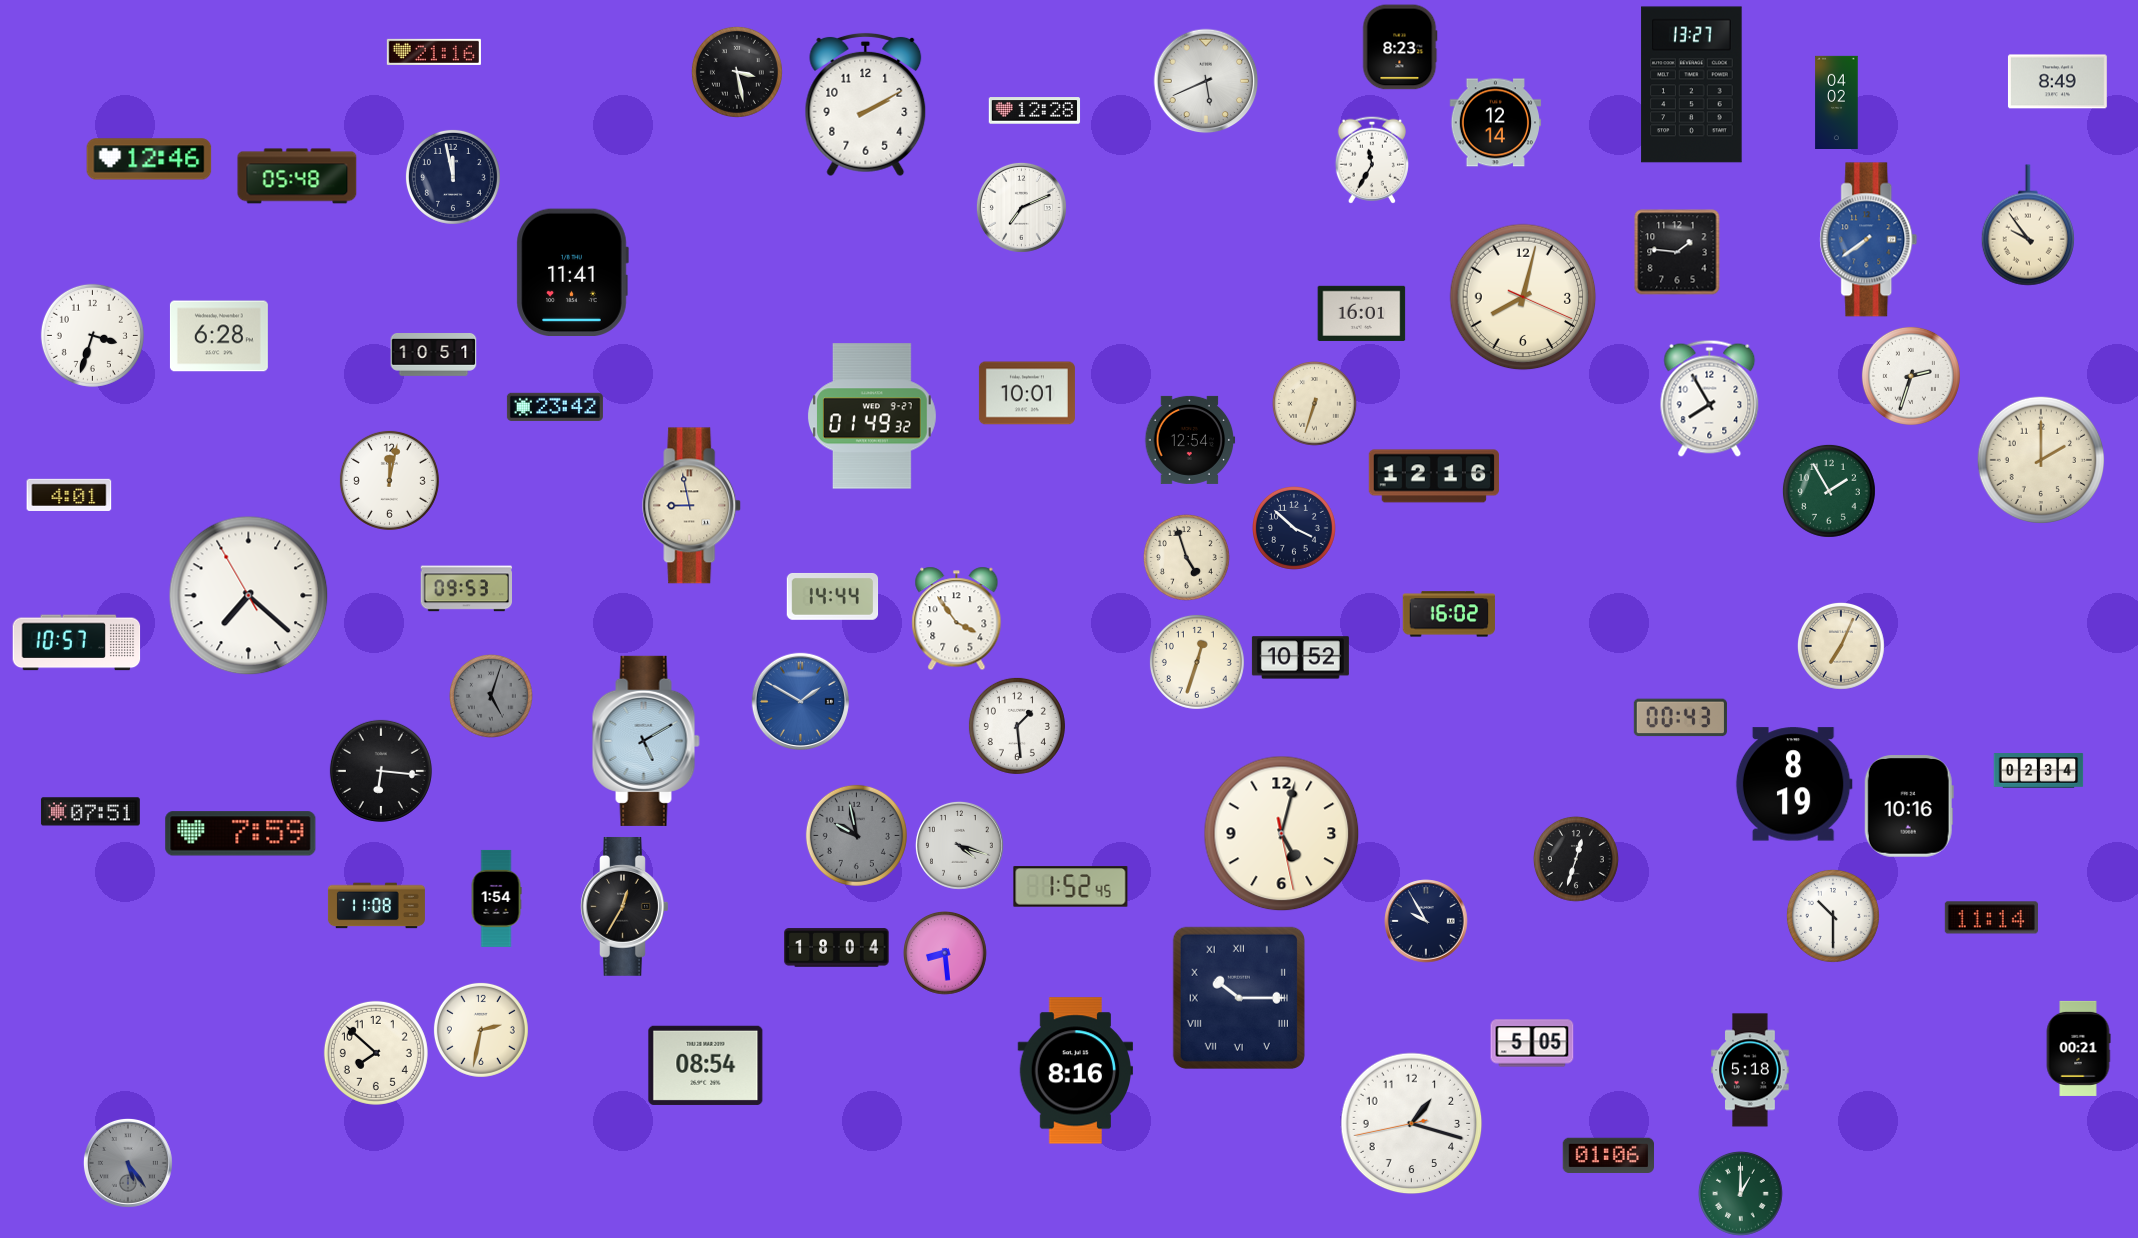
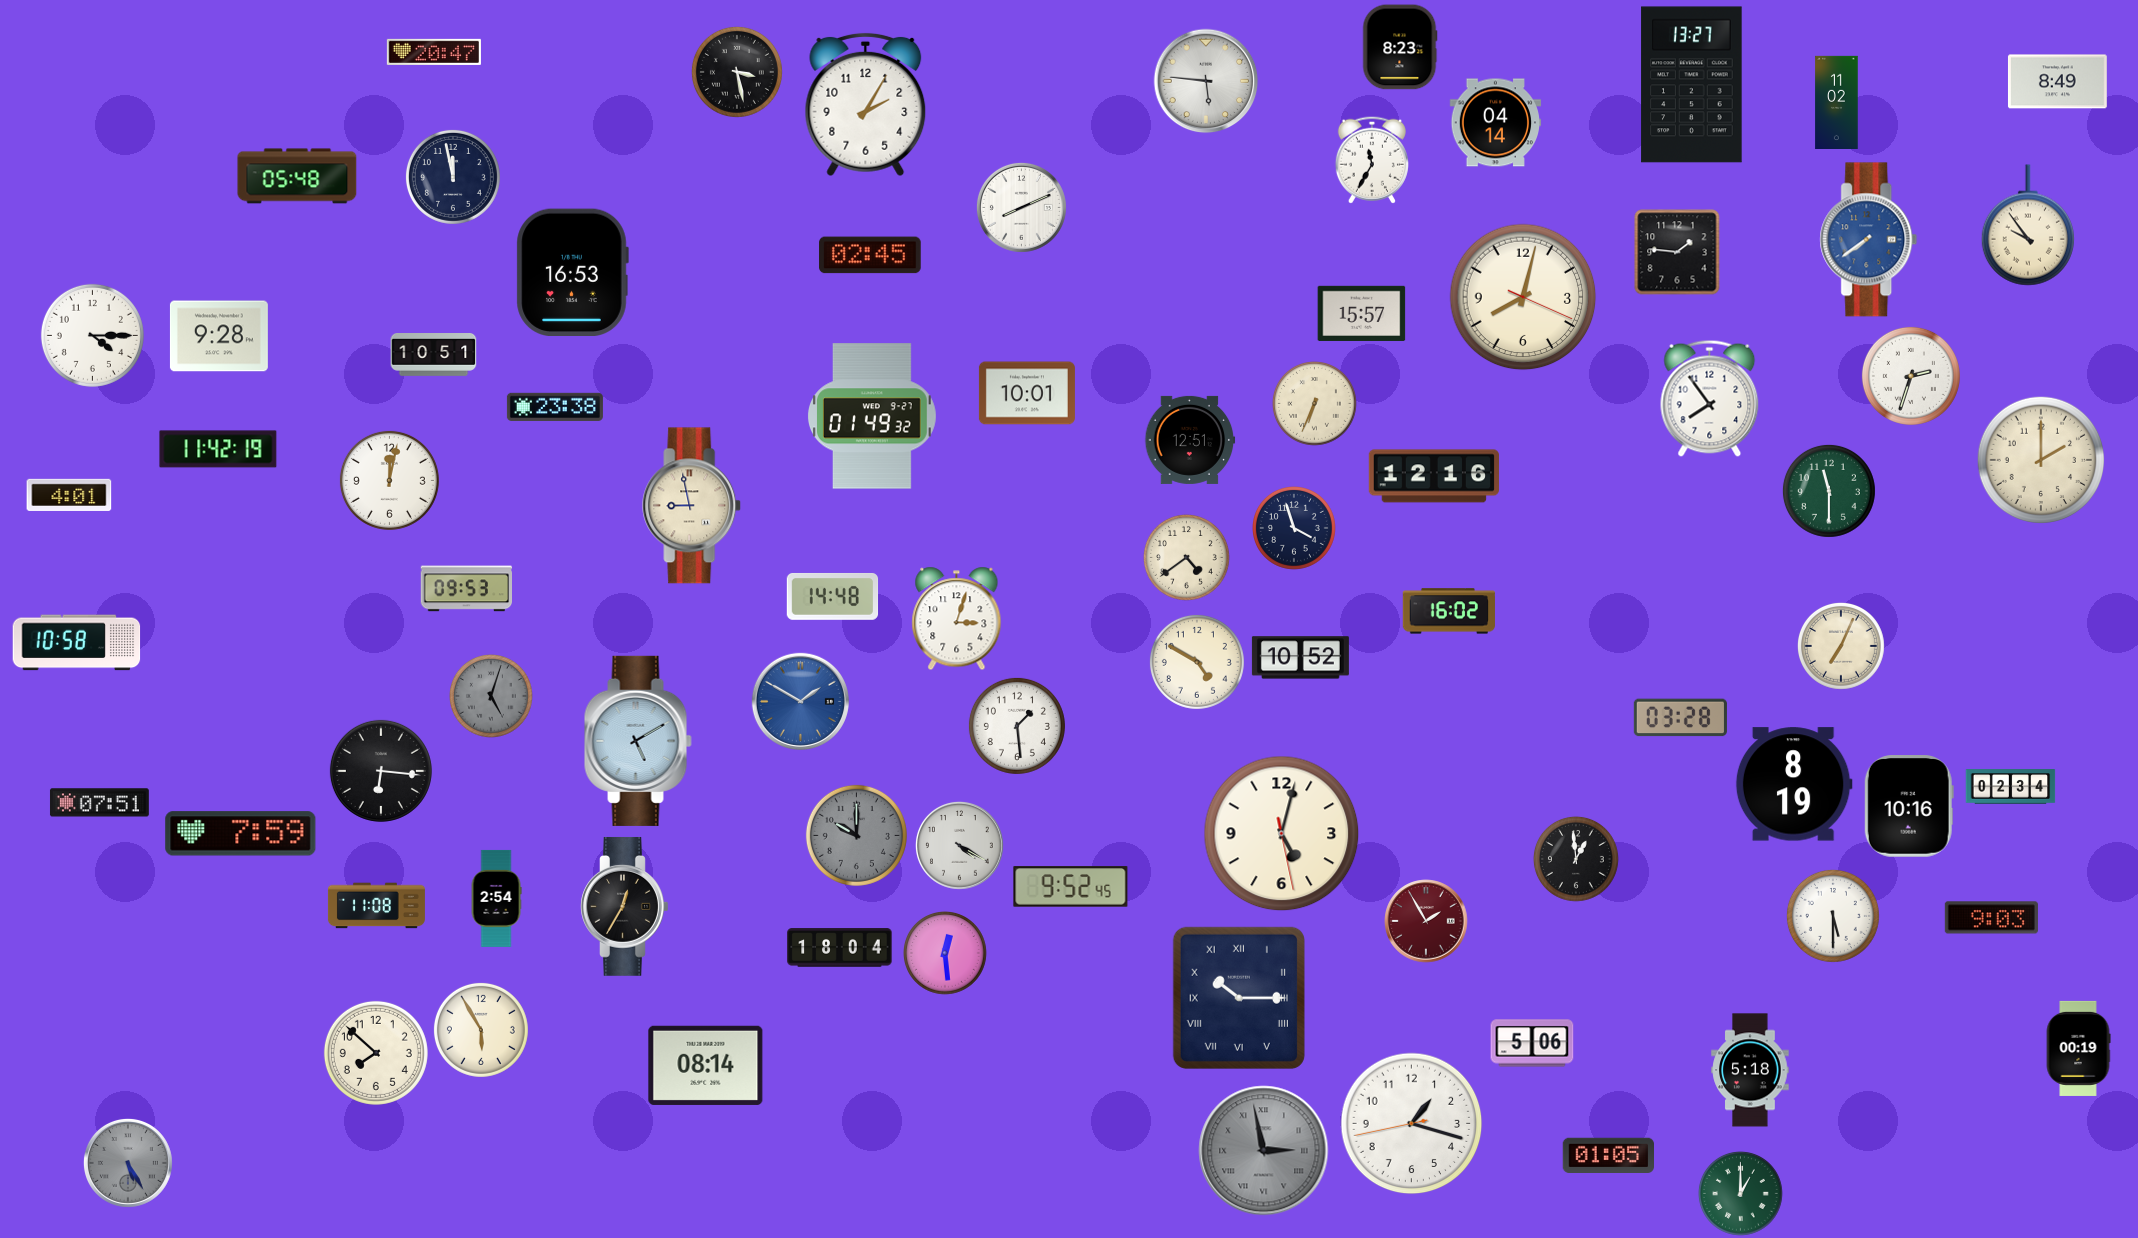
clock at (434, 52): 21:16 -> 20:47
clock at (1206, 81): 5:41 -> 5:46
clock at (1837, 102): 04:02 -> 11:02
clock at (866, 105): 2:10 -> 2:05
clock at (1035, 111): 12:28 -> none
clock at (1496, 123): 12:14 -> 04:14
clock at (149, 159): 12:46 -> none
clock at (1021, 207): 7:11 -> 8:11
clock at (870, 255): none -> 02:45
clock at (572, 272): 11:41 -> 16:53
clock at (1362, 313): 16:01 -> 15:57
clock at (92, 335): 3:33 -> 4:15
clock at (219, 336): 6:28 -> 9:28
clock at (1710, 398): 7:55 -> 7:54
clock at (1315, 404): 6:33 -> 6:34
clock at (555, 406): 23:42 -> 23:38
clock at (1190, 440): 12:54 -> 12:51
clock at (218, 449): none -> 11:42
clock at (1829, 491): 1:55 -> 11:30
clock at (1295, 529): 3:52 -> 3:57
clock at (1186, 557): 4:57 -> 4:39
clock at (249, 596): 7:21 -> none
clock at (833, 597): 14:44 -> 14:48
clock at (1449, 614) position: (1449, 614) -> (1449, 611)
clock at (957, 619): 3:54 -> 3:03
clock at (77, 643): 10:57 -> 10:58
clock at (1197, 662): 12:33 -> 4:50
clock at (1680, 718): 00:43 -> 03:28
clock at (646, 741) position: (646, 741) -> (638, 741)
clock at (2039, 771) position: (2039, 771) -> (2011, 787)
clock at (90, 812) position: (90, 812) -> (99, 803)
clock at (856, 835): 9:58 -> 10:00
clock at (959, 845): 4:18 -> 4:20
clock at (1576, 859): 12:33 -> 12:59
clock at (1071, 887): 1:52 -> 9:52
clock at (496, 898): 1:54 -> 2:54
clock at (1833, 916): 10:30 -> 5:30
clock at (1991, 918): 11:14 -> 9:03
clock at (1426, 921): 9:55 -> 1:55
clock at (1426, 921) dial: navy -> burgundy
clock at (837, 948) position: (837, 948) -> (840, 948)
clock at (946, 954): 8:29 -> 12:29
clock at (481, 1030): 2:32 -> 5:55
clock at (1532, 1043): 5:05 -> 5:06
clock at (2078, 1048): 00:21 -> 00:19
clock at (706, 1065): 08:54 -> 08:14
clock at (1076, 1071): 8:16 -> none
clock at (1264, 1151): none -> 2:58
clock at (1608, 1156): 01:06 -> 01:05
clock at (128, 1163): 5:24 -> 5:25
